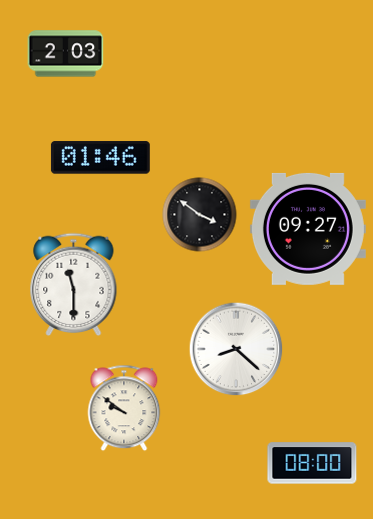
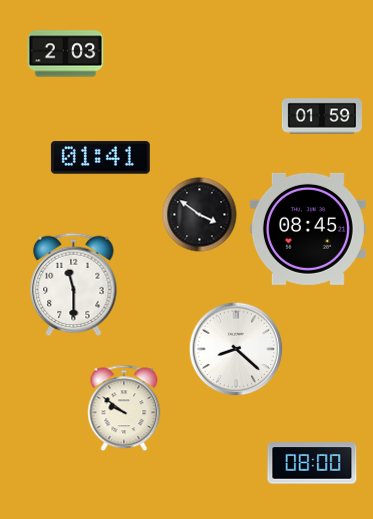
clock at (322, 116): none -> 01:59
clock at (100, 158): 01:46 -> 01:41
clock at (308, 229): 09:27 -> 08:45
